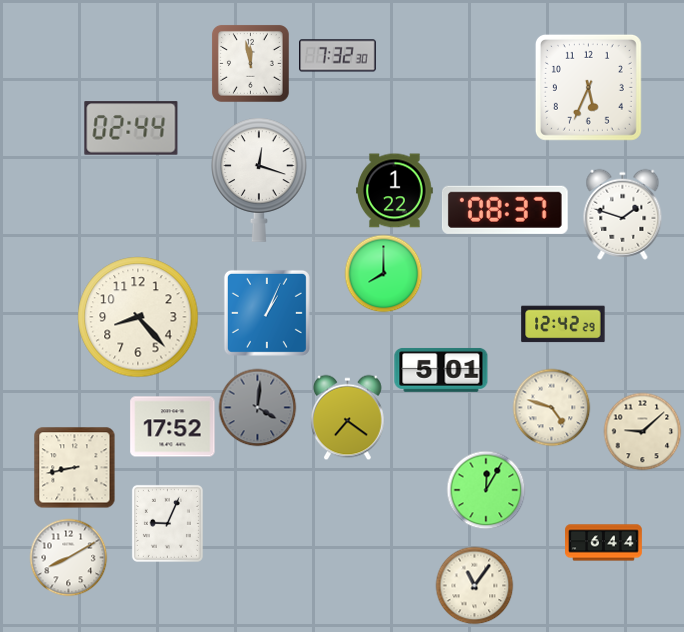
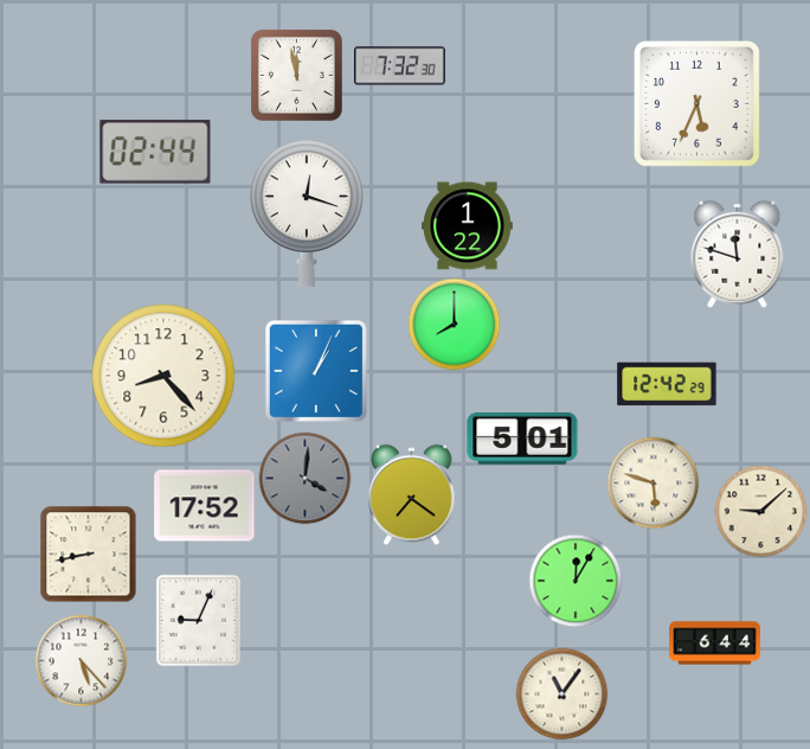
clock at (505, 210): 08:37 -> none
clock at (623, 214): 1:48 -> 11:48
clock at (257, 407) position: (257, 407) -> (304, 478)
clock at (551, 407): 4:48 -> 5:48
clock at (68, 557): 8:10 -> 5:23
